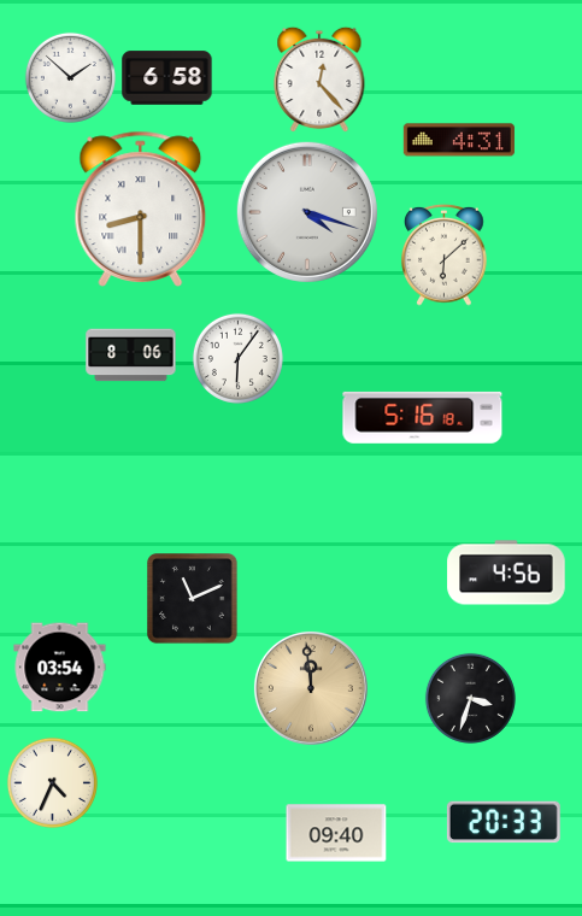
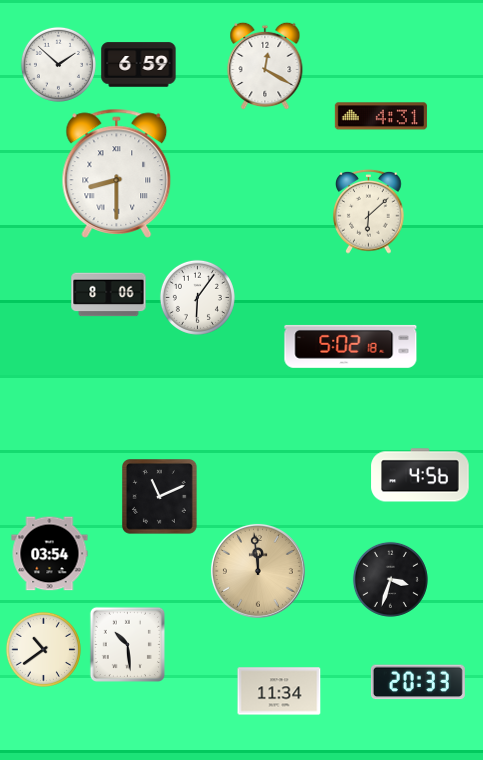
clock at (167, 78): 6:58 -> 6:59
clock at (319, 80): 12:23 -> 12:20
clock at (307, 212): 4:18 -> none
clock at (423, 417): 5:16 -> 5:02
clock at (127, 644): none -> 10:29
clock at (52, 782): 4:34 -> 10:39
clock at (336, 833): 09:40 -> 11:34
